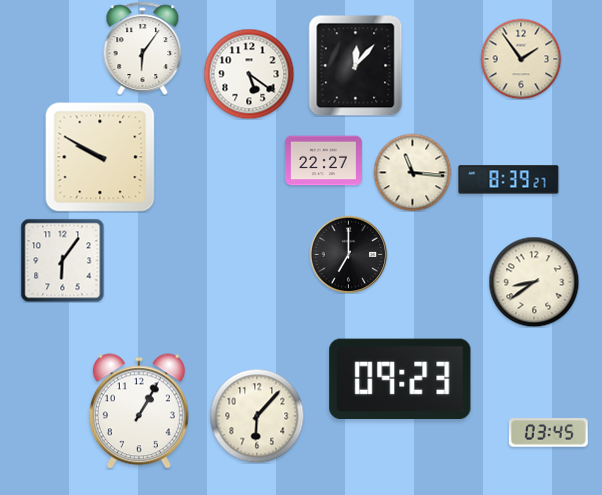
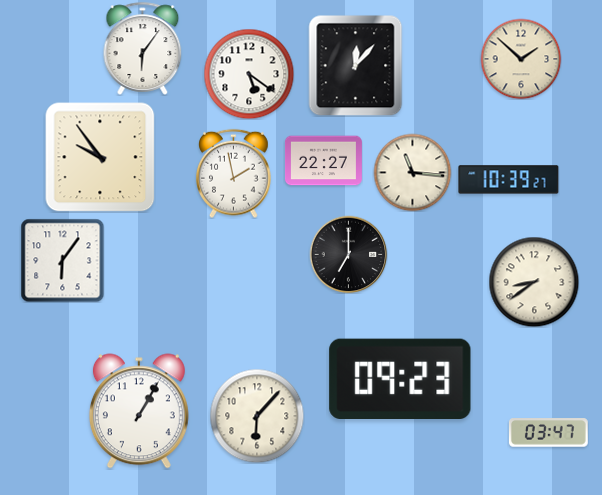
clock at (521, 59): 1:54 -> 1:52
clock at (100, 157): 9:50 -> 9:54
clock at (234, 173): none -> 1:58
clock at (509, 180): 8:39 -> 10:39
clock at (548, 433): 03:45 -> 03:47
